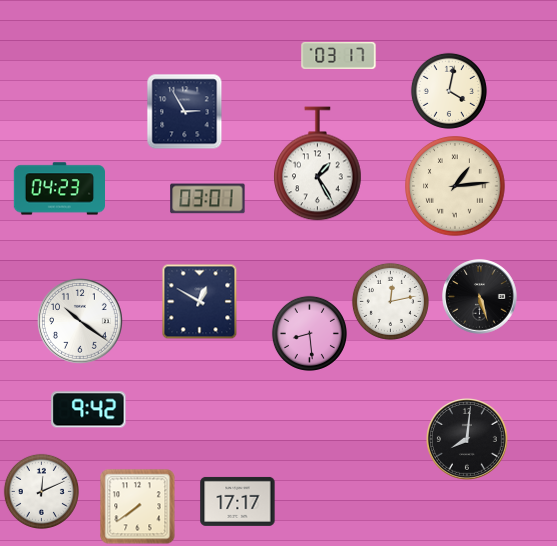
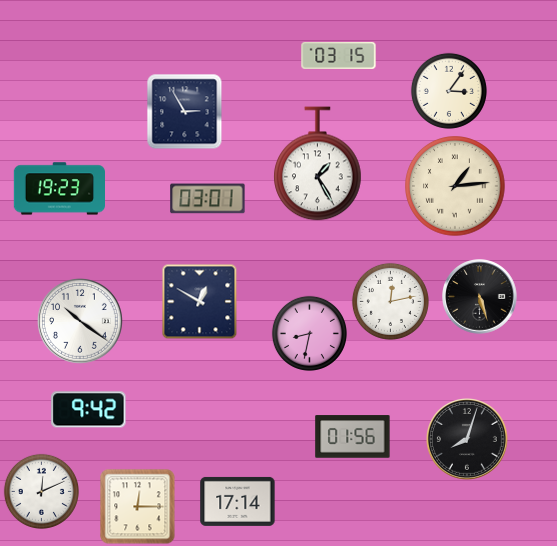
clock at (339, 55): 03:17 -> 03:15
clock at (449, 91): 4:02 -> 3:06
clock at (59, 189): 04:23 -> 19:23
clock at (309, 333): 8:29 -> 8:32
clock at (353, 437): none -> 01:56
clock at (468, 440): 8:01 -> 8:03
clock at (238, 501): 17:17 -> 17:14
clock at (138, 507): 7:39 -> 12:15
